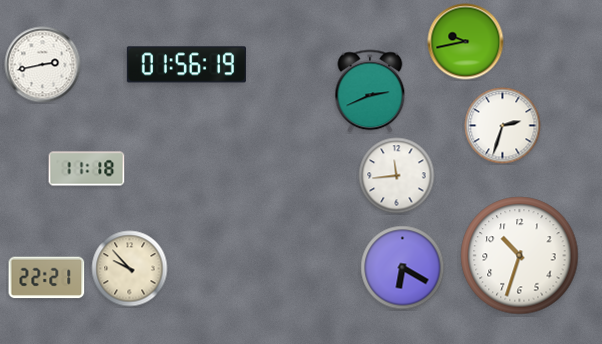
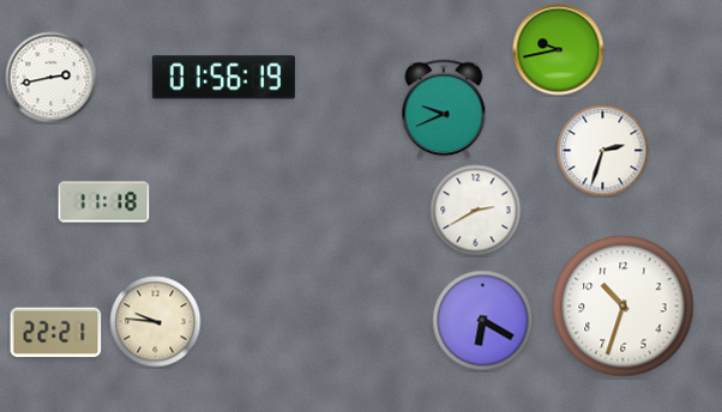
clock at (370, 91): 2:41 -> 9:41
clock at (397, 176): 11:44 -> 2:40
clock at (130, 269): 9:53 -> 9:46
